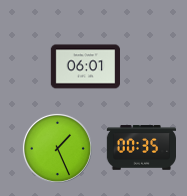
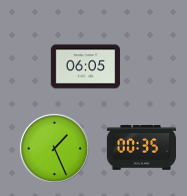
clock at (85, 67): 06:01 -> 06:05
clock at (57, 148) position: (57, 148) -> (54, 148)
